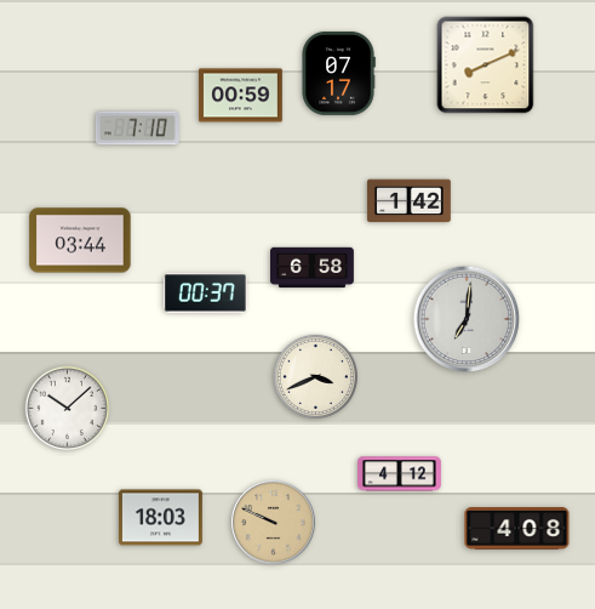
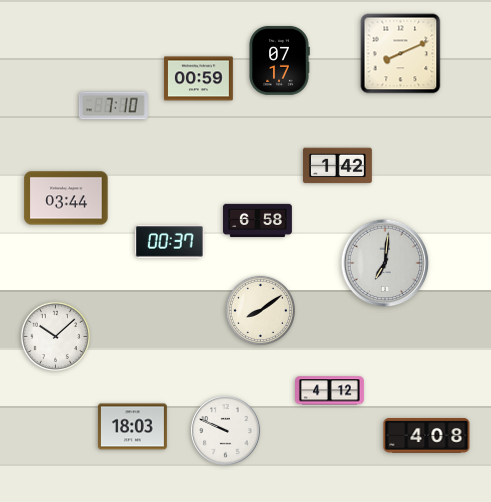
clock at (315, 376): 3:41 -> 8:09
clock at (274, 523) dial: champagne -> white
